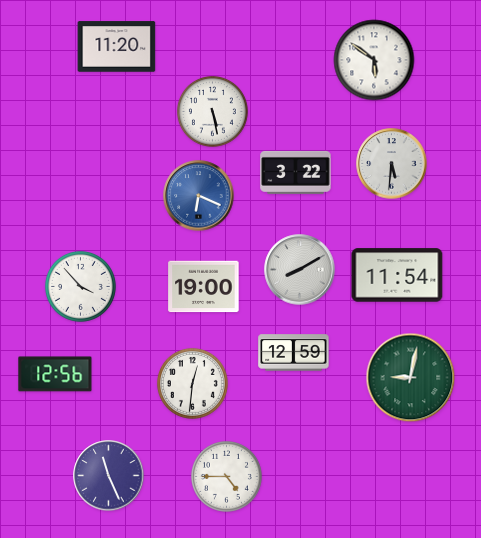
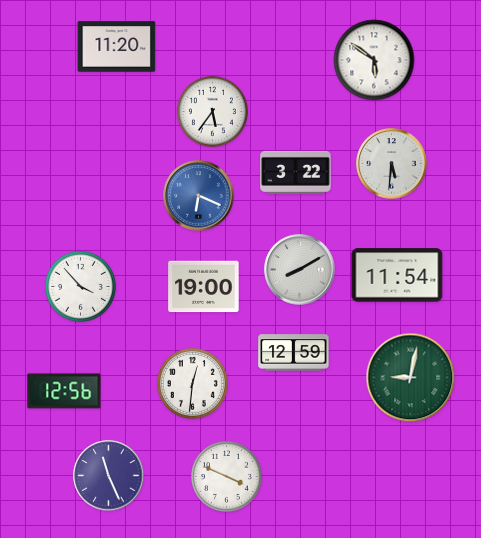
clock at (212, 111): 5:28 -> 5:36
clock at (55, 374) position: (55, 374) -> (64, 391)
clock at (226, 476): 4:45 -> 3:49
